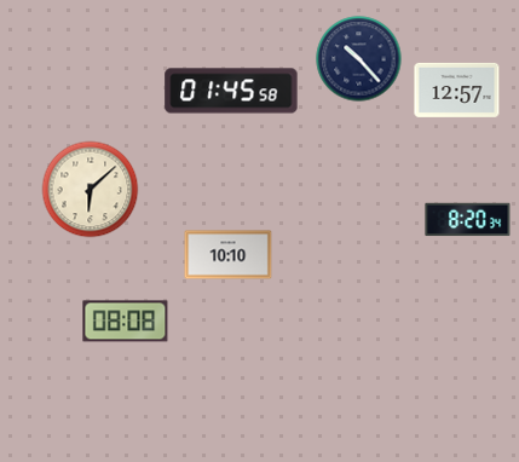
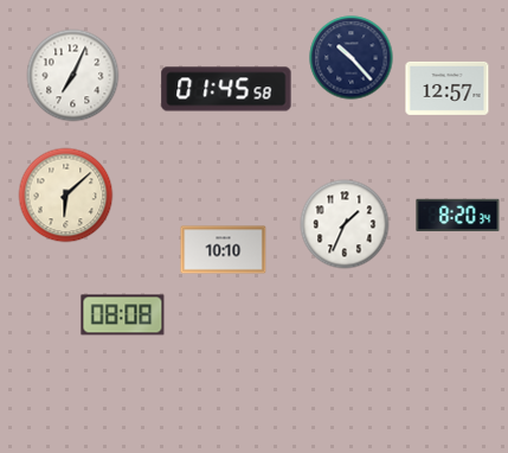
clock at (73, 76): none -> 7:04
clock at (91, 190) position: (91, 190) -> (66, 196)
clock at (345, 224): none -> 1:34
